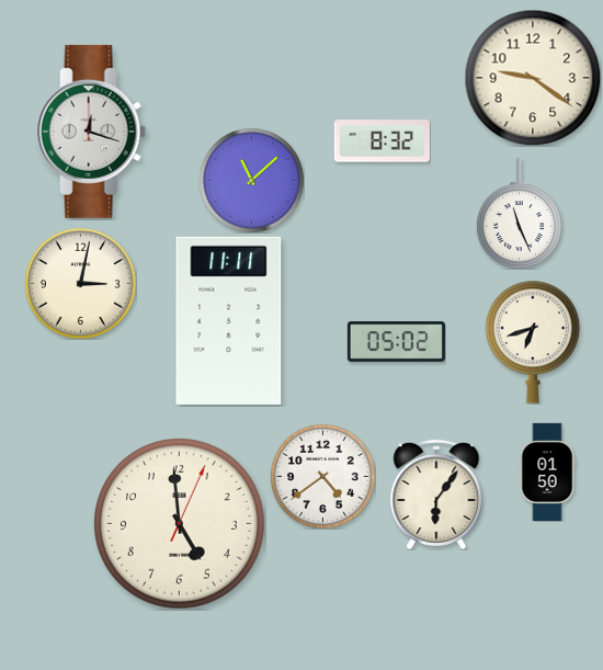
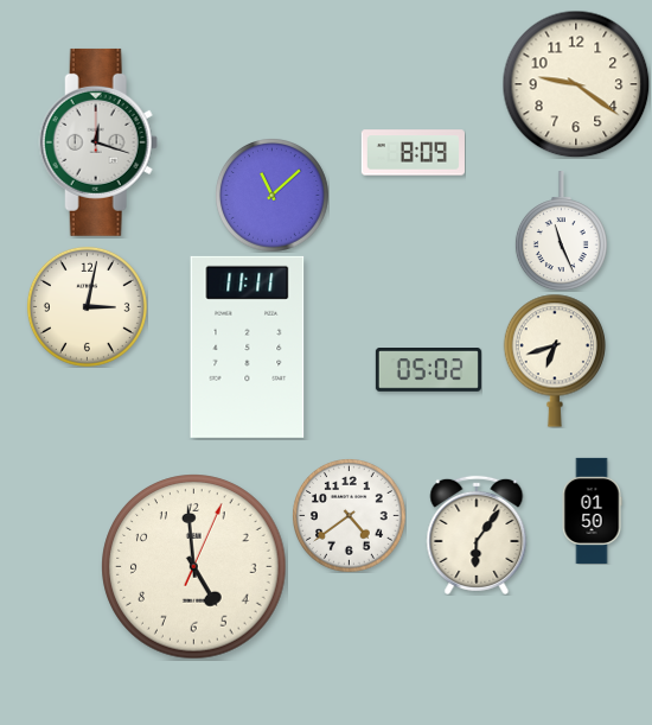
clock at (382, 141): 8:32 -> 8:09
clock at (532, 342) position: (532, 342) -> (554, 361)
clock at (436, 495) position: (436, 495) -> (477, 535)
